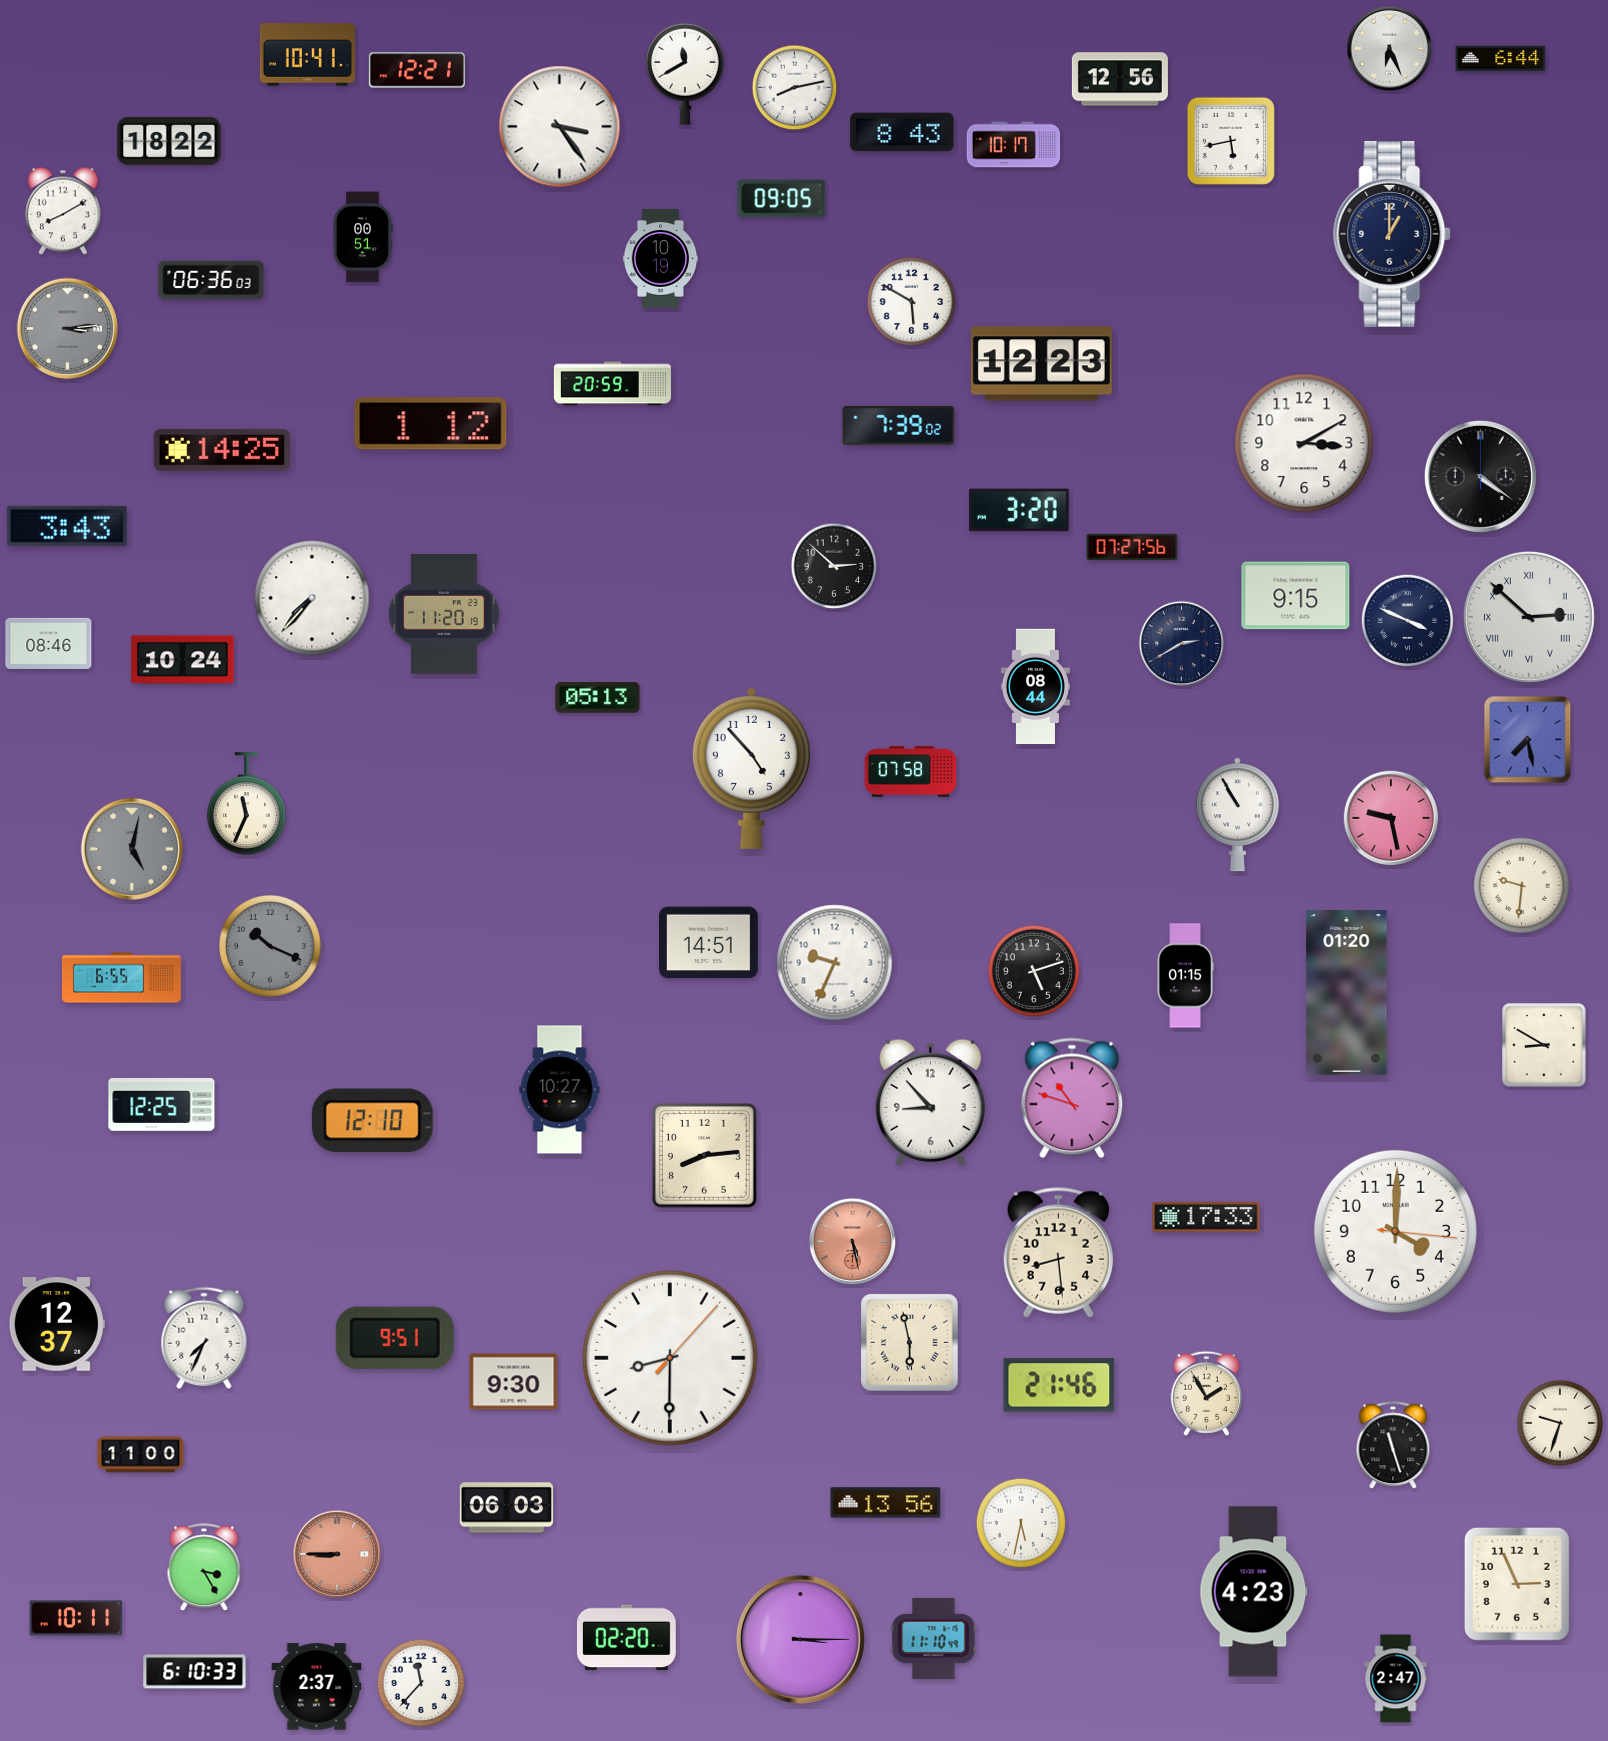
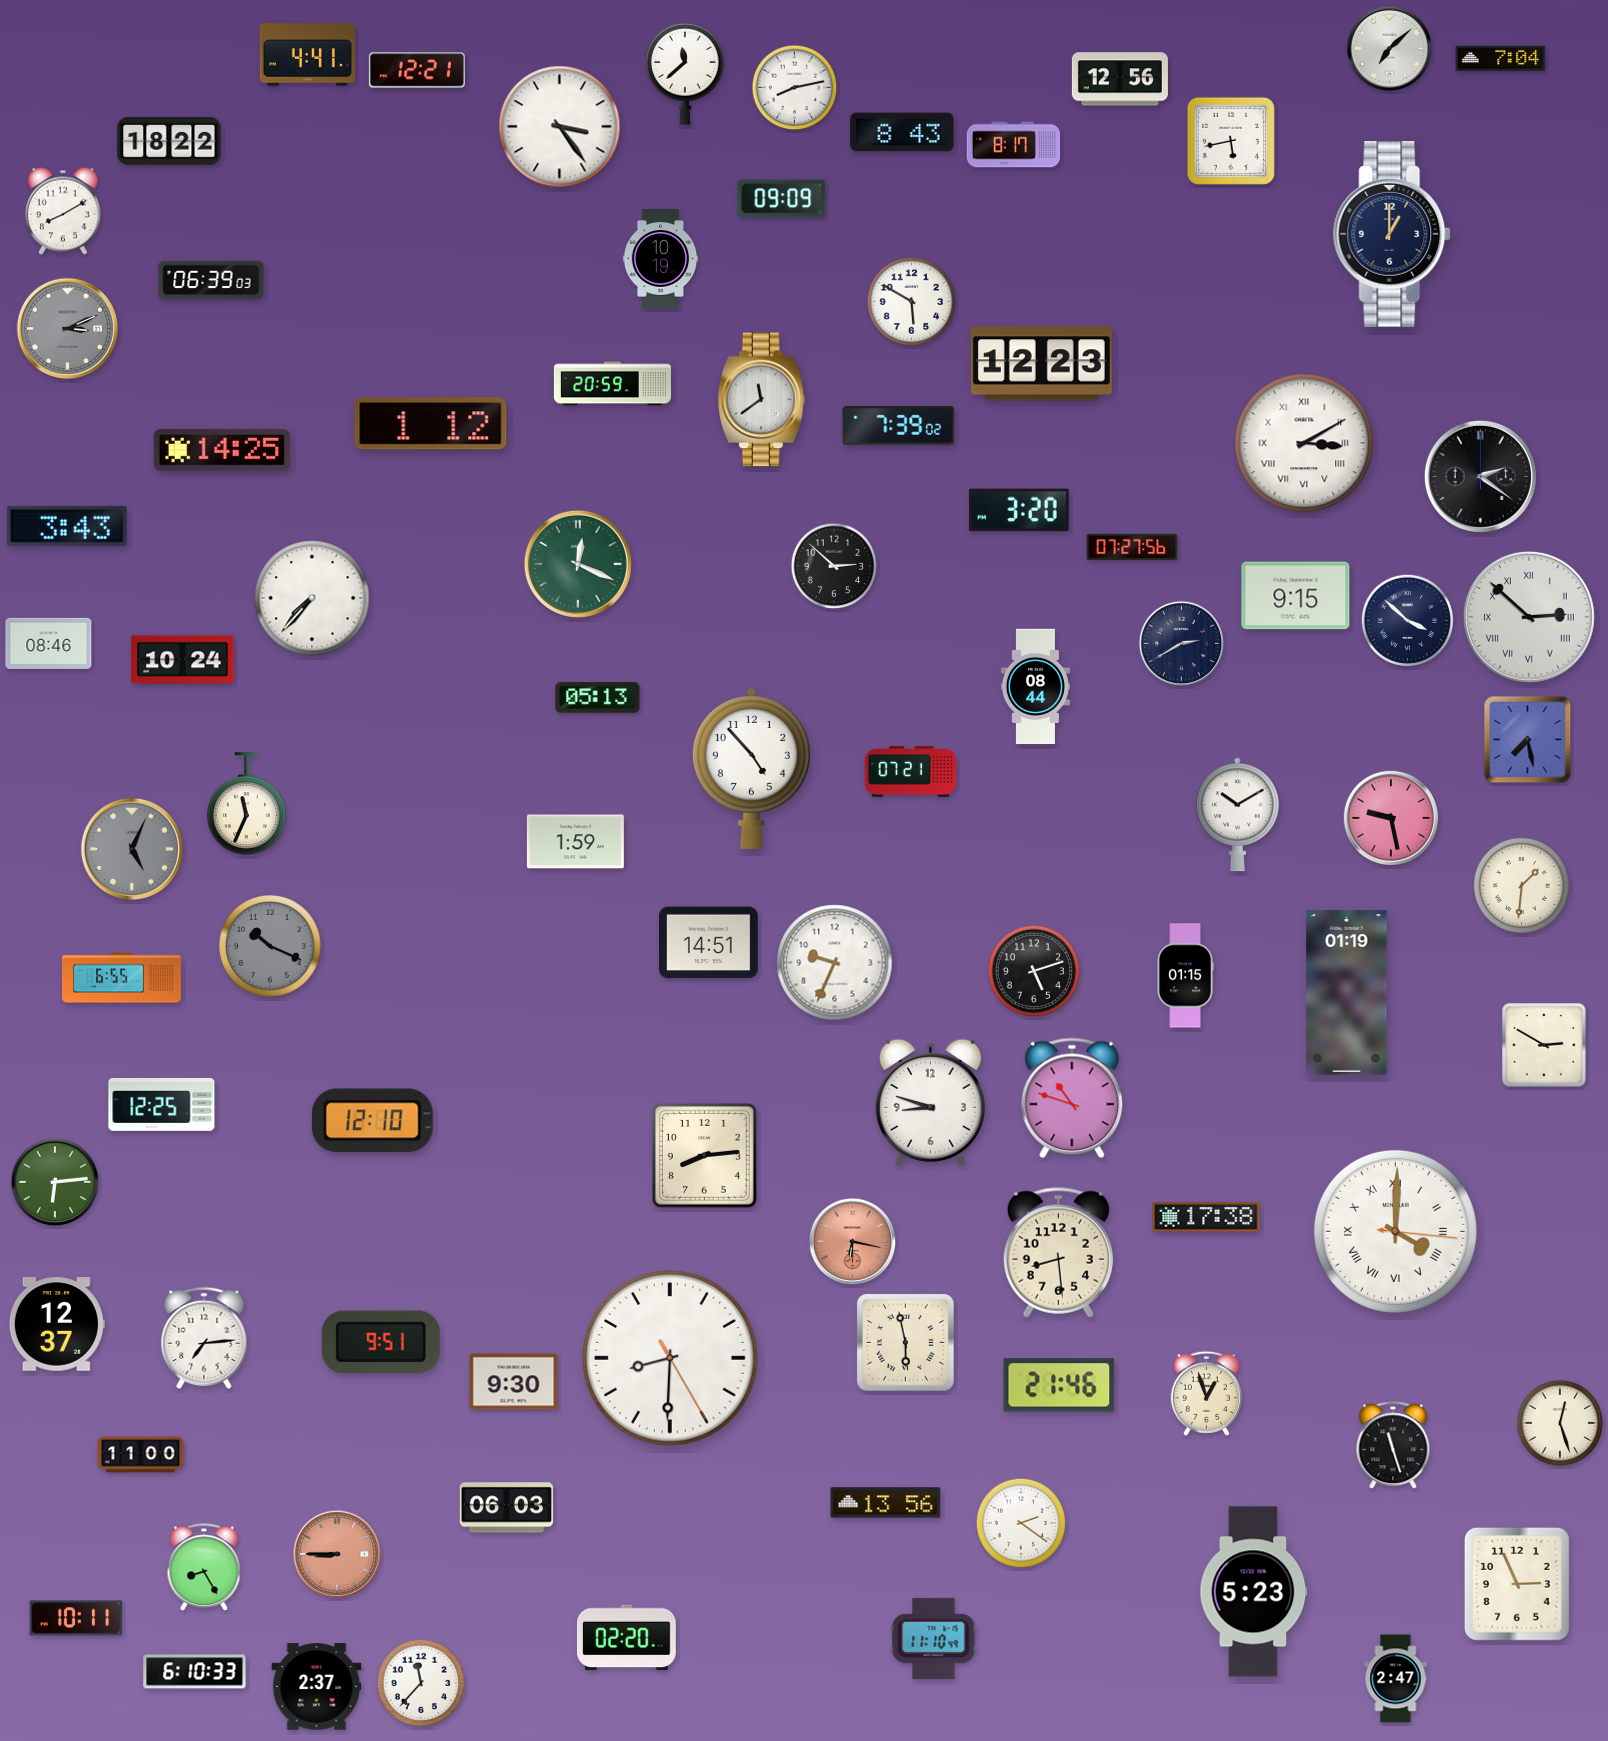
clock at (1390, 49): 6:26 -> 7:08
clock at (307, 55): 10:41 -> 4:41
clock at (1501, 59): 6:44 -> 7:04
clock at (685, 74): 11:40 -> 11:38
clock at (1014, 145): 10:17 -> 8:17
clock at (782, 199): 09:05 -> 09:09
clock at (363, 237): 00:51 -> none
clock at (211, 280): 06:36 -> 06:39
clock at (67, 328): 3:14 -> 3:11
clock at (762, 400): none -> 11:39
clock at (1304, 443) numerals: Arabic -> Roman
clock at (1480, 476): 4:21 -> 2:21
clock at (578, 564): none -> 12:19
clock at (444, 614): 11:20 -> none
clock at (1407, 620): 3:49 -> 3:52
clock at (911, 772): 07:58 -> 07:21
clock at (1237, 815): 10:55 -> 10:10
clock at (575, 842): none -> 1:59
clock at (132, 849): 5:02 -> 5:04
clock at (1521, 885): 9:31 -> 1:31
clock at (1347, 993): 01:20 -> 01:19
clock at (1544, 1045): 8:50 -> 2:50
clock at (560, 1090): 10:27 -> none
clock at (930, 1102): 8:53 -> 8:48
clock at (55, 1182): none -> 6:14
clock at (1206, 1217): 17:33 -> 17:38
clock at (1395, 1231) numerals: Arabic -> Roman
clock at (853, 1242): 5:28 -> 6:17
clock at (204, 1338): 7:34 -> 7:14
clock at (395, 1338) position: (395, 1338) -> (381, 1342)
clock at (910, 1343) position: (910, 1343) -> (906, 1343)
clock at (670, 1358): 8:30:07 -> 8:30:25
clock at (1206, 1393): 1:55 -> 12:57
clock at (1560, 1423): 9:33 -> 12:27
clock at (1021, 1523): 5:32 -> 2:21
clock at (204, 1568): 3:25 -> 8:25
clock at (1254, 1592): 4:23 -> 5:23
clock at (800, 1639): 3:15 -> none
